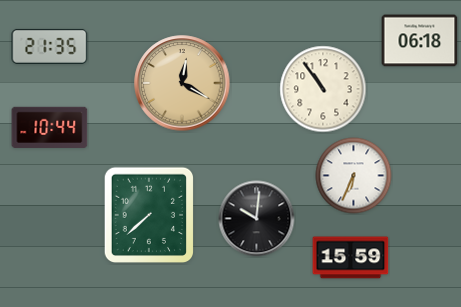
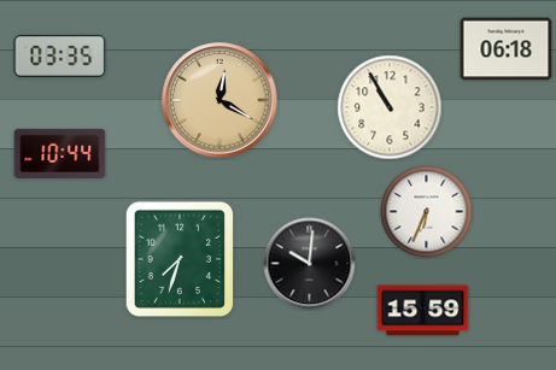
clock at (50, 46): 21:35 -> 03:35
clock at (323, 89): 10:54 -> 10:55
clock at (148, 215): 7:38 -> 7:33
